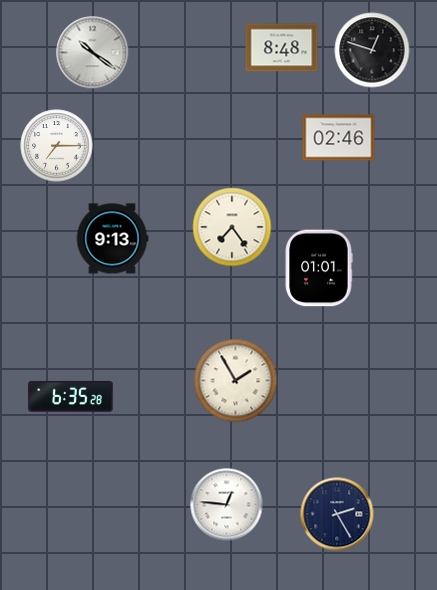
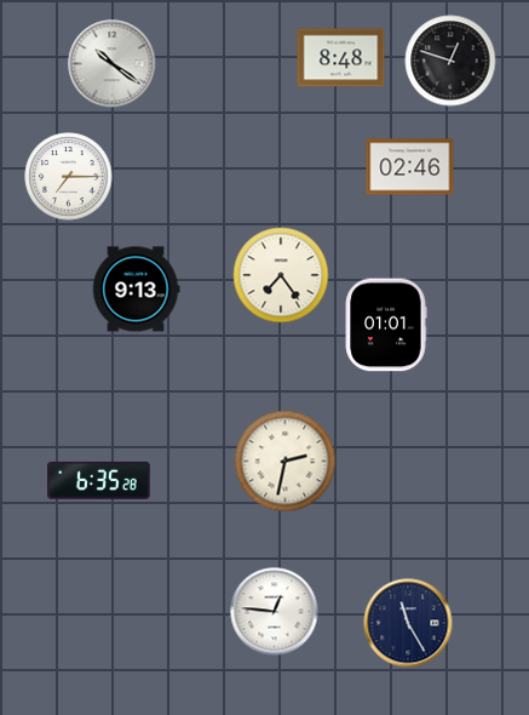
clock at (236, 381): 1:55 -> 2:32
clock at (71, 396) position: (71, 396) -> (99, 480)
clock at (337, 514): 2:25 -> 11:25
